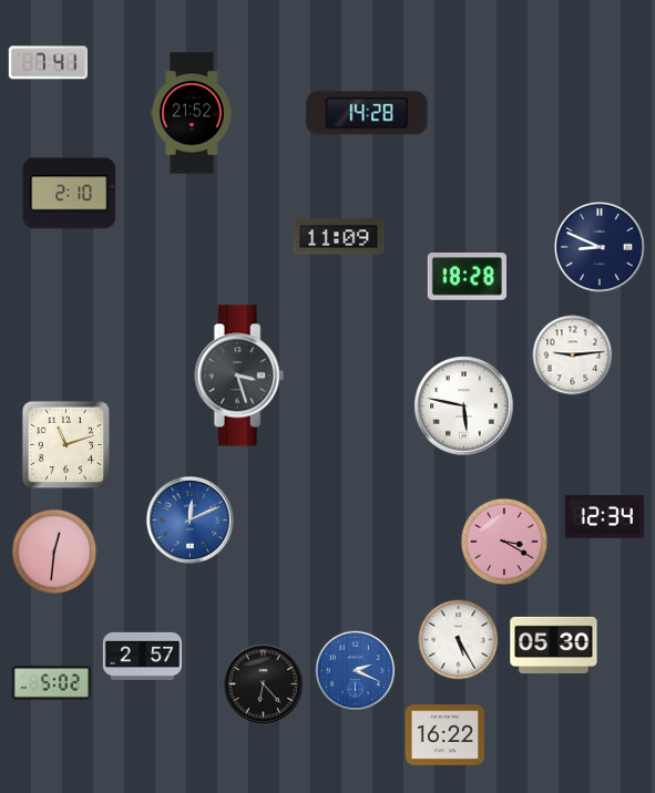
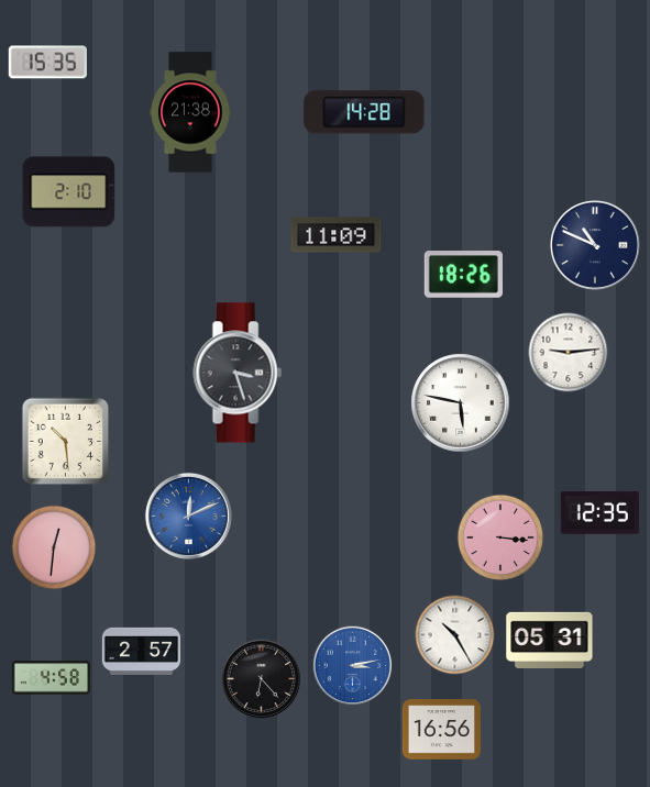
clock at (48, 63): 7:41 -> 15:35
clock at (192, 113): 21:52 -> 21:38
clock at (601, 248): 8:49 -> 10:49
clock at (467, 277): 18:28 -> 18:26
clock at (66, 445): 11:12 -> 10:29
clock at (604, 517): 12:34 -> 12:35
clock at (504, 542): 3:20 -> 3:16
clock at (459, 640): 5:25 -> 10:25
clock at (554, 645): 05:30 -> 05:31
clock at (356, 671): 2:19 -> 3:13
clock at (51, 683): 5:02 -> 4:58
clock at (444, 735): 16:22 -> 16:56
